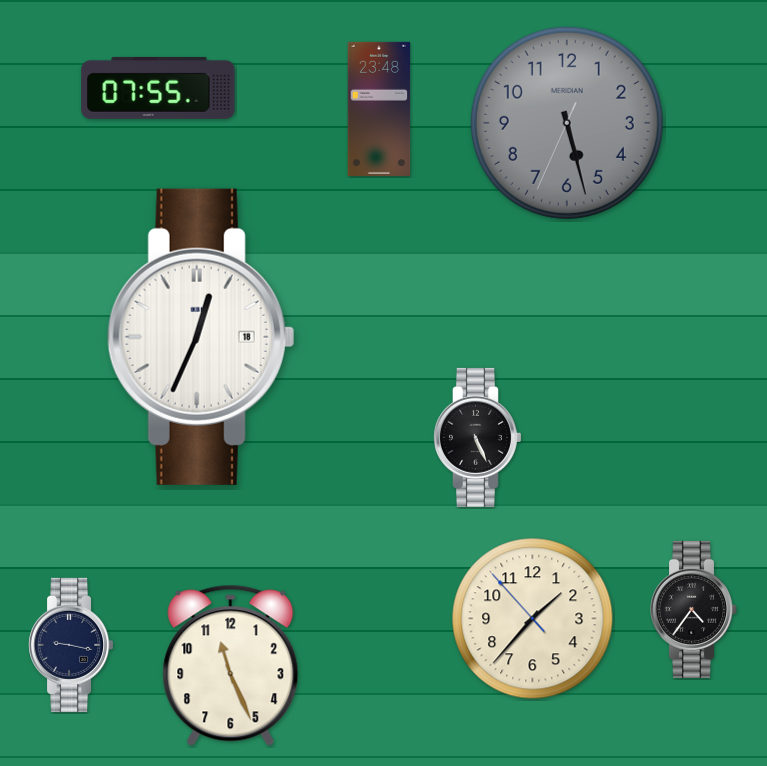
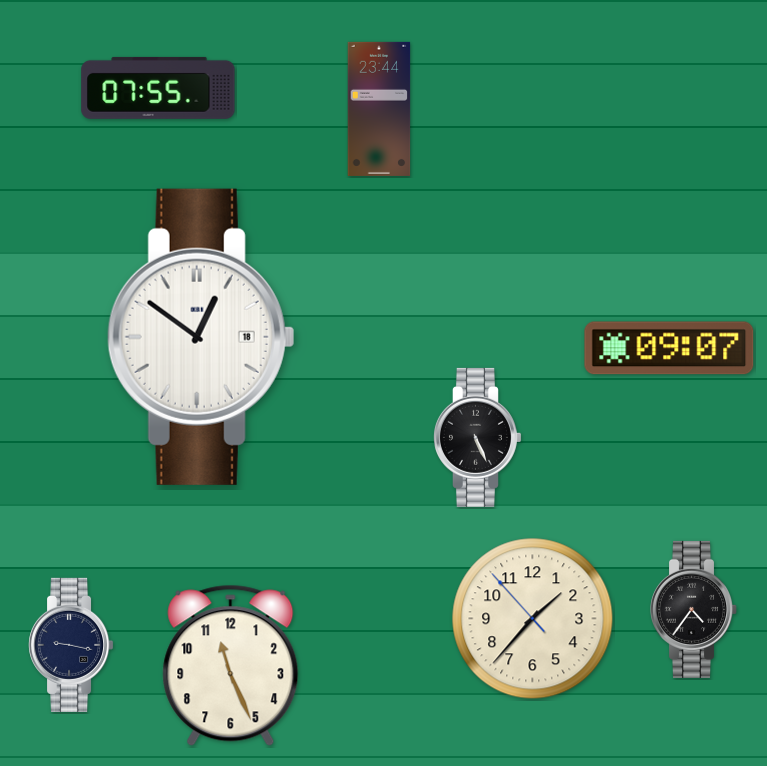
clock at (379, 109): 23:48 -> 23:44
clock at (567, 123): 5:27 -> none
clock at (201, 337): 12:34 -> 12:51
clock at (669, 348): none -> 09:07
